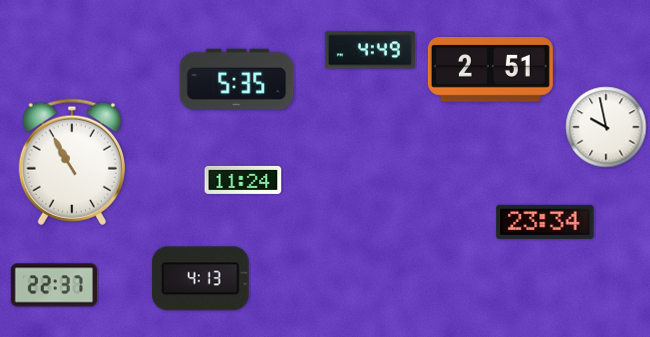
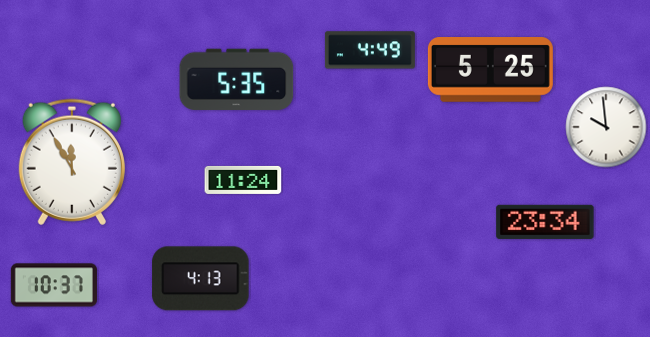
clock at (490, 70): 2:51 -> 5:25
clock at (606, 127): 9:58 -> 9:59
clock at (72, 162): 10:55 -> 11:55
clock at (54, 285): 22:37 -> 10:37
